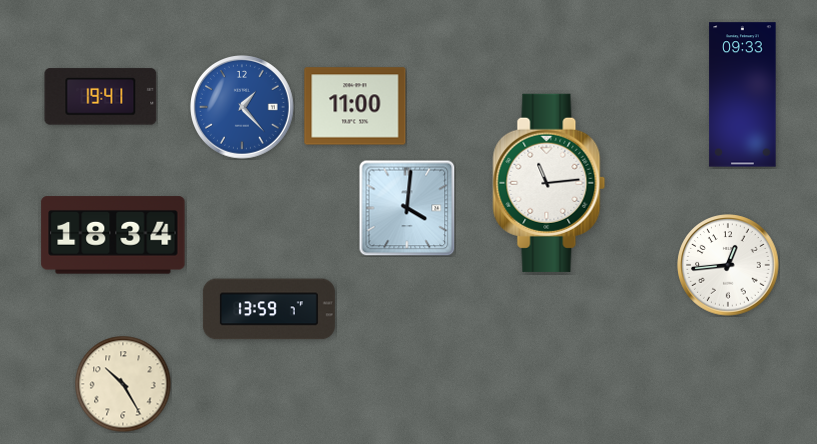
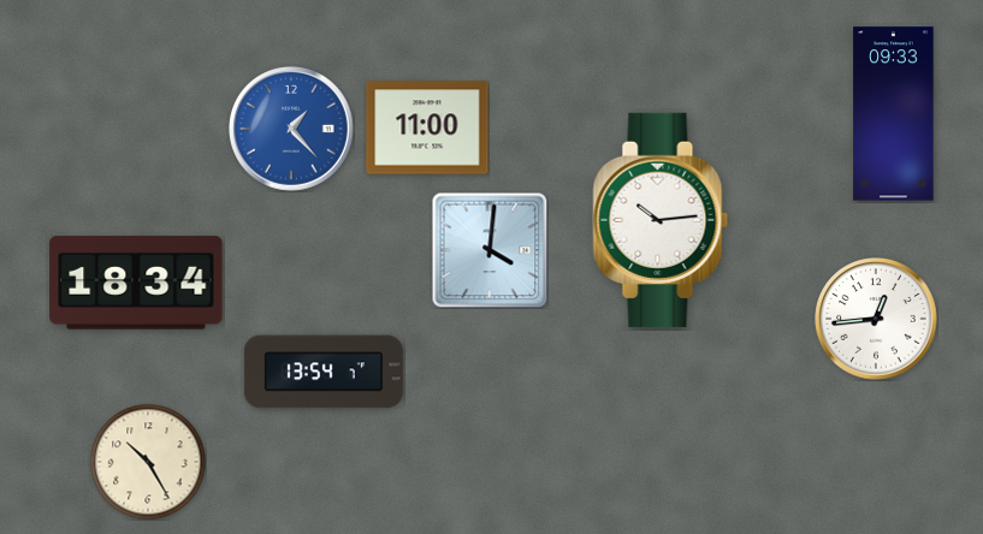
clock at (101, 97): 19:41 -> none
clock at (549, 183): 11:14 -> 10:14
clock at (269, 309): 13:59 -> 13:54
